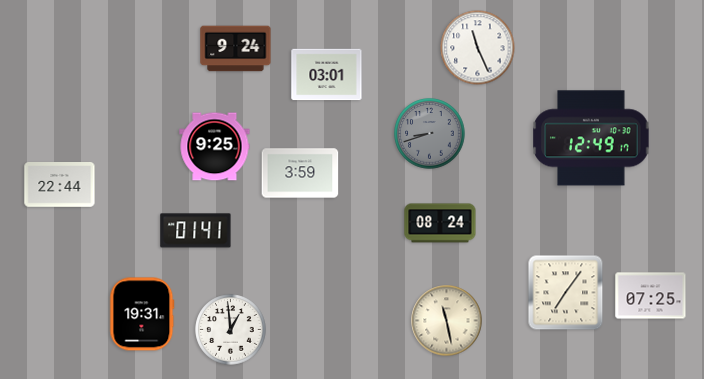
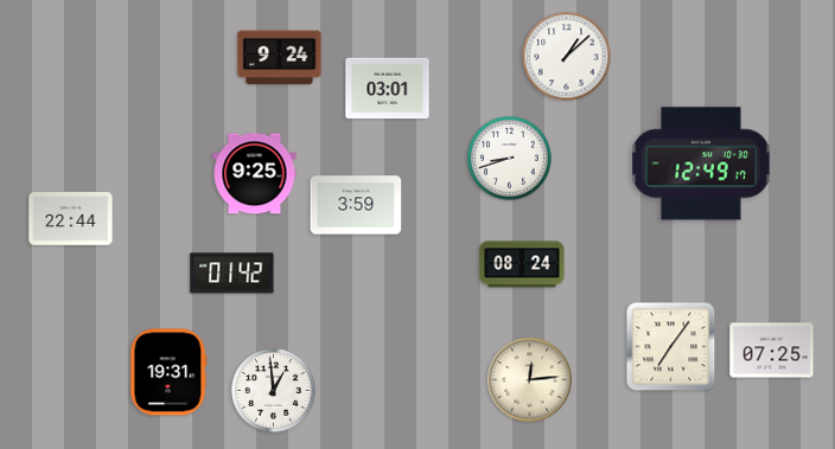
clock at (478, 48): 11:26 -> 1:08
clock at (430, 134) dial: grey -> white
clock at (196, 231): 01:41 -> 01:42
clock at (447, 321): 11:28 -> 12:14
